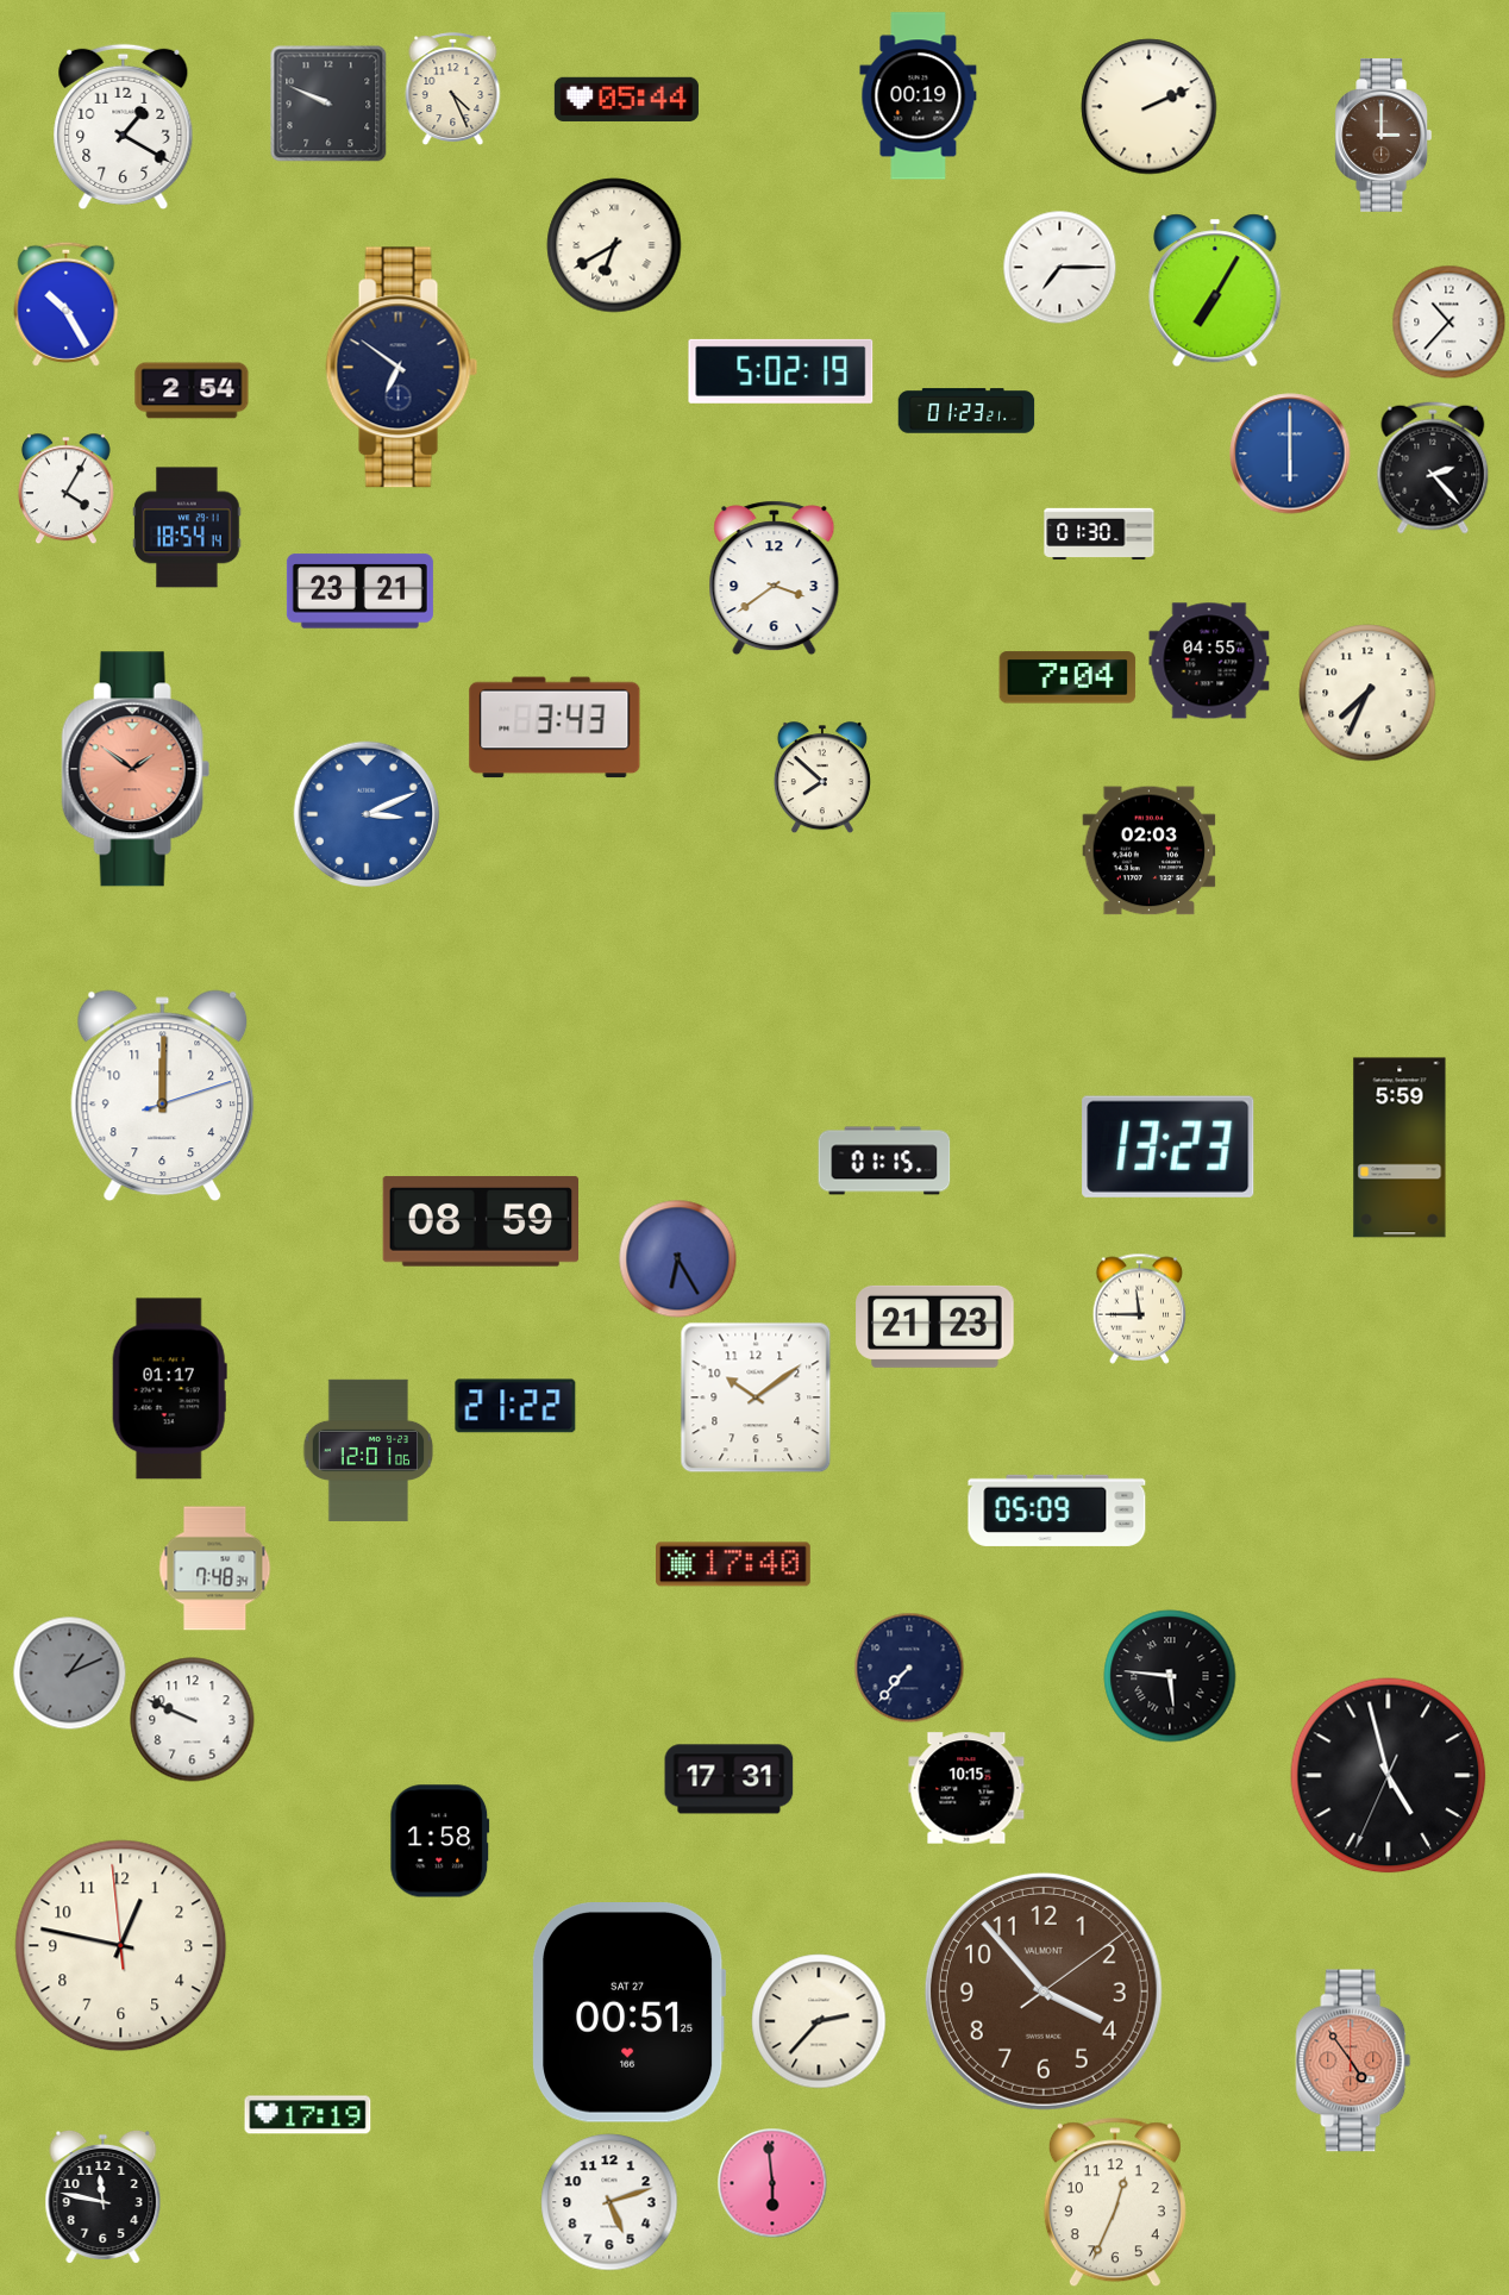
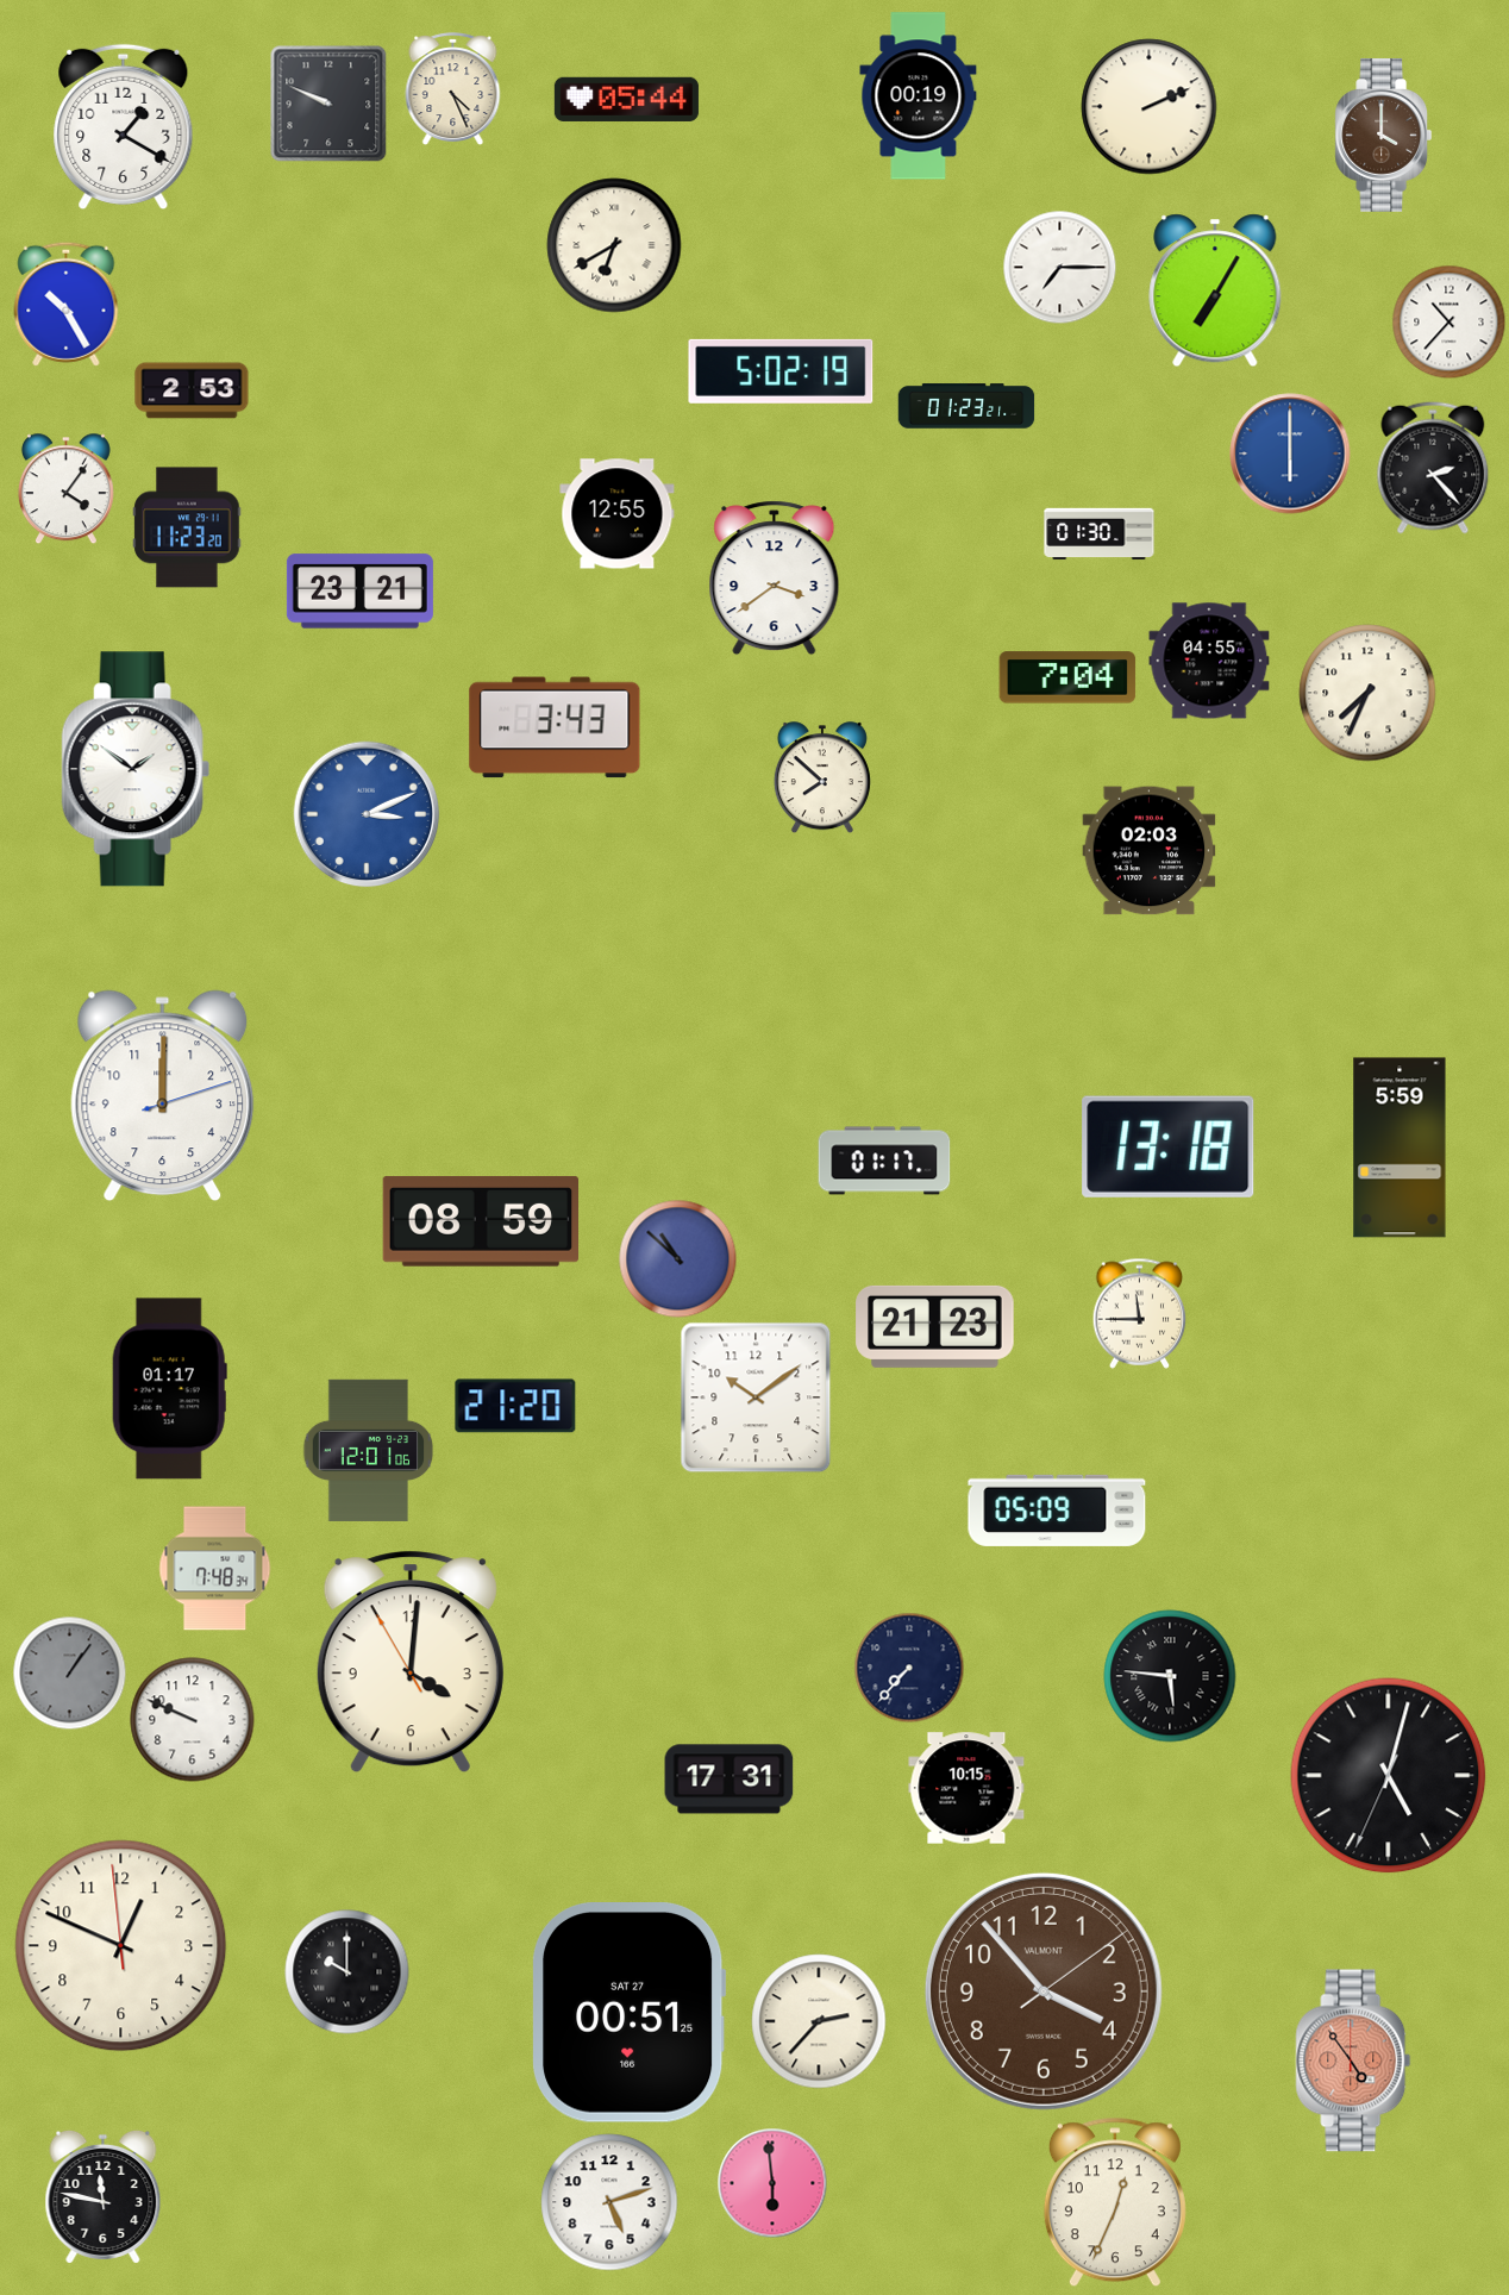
clock at (1384, 136): 3:00 -> 4:00
clock at (402, 368): 6:51 -> none
clock at (192, 390): 2:54 -> 2:53
clock at (966, 411) position: (966, 411) -> (966, 406)
clock at (65, 488): 4:05 -> 4:06
clock at (618, 514): none -> 12:55
clock at (187, 527): 18:54 -> 11:23
clock at (136, 769) dial: salmon -> white
clock at (1169, 1146): 13:23 -> 13:18
clock at (884, 1161): 01:15 -> 01:17
clock at (678, 1259): 6:25 -> 10:52
clock at (1140, 1308) position: (1140, 1308) -> (1140, 1313)
clock at (515, 1406): 21:22 -> 21:20
clock at (734, 1564): 17:40 -> none
clock at (411, 1662): none -> 4:00
clock at (69, 1672): 1:11 -> 1:06
clock at (1389, 1776): 4:57 -> 5:02
clock at (440, 1841): 1:58 -> none
clock at (121, 1946): 12:46 -> 12:48
clock at (347, 1972): none -> 10:00
clock at (308, 2115): 17:19 -> none
